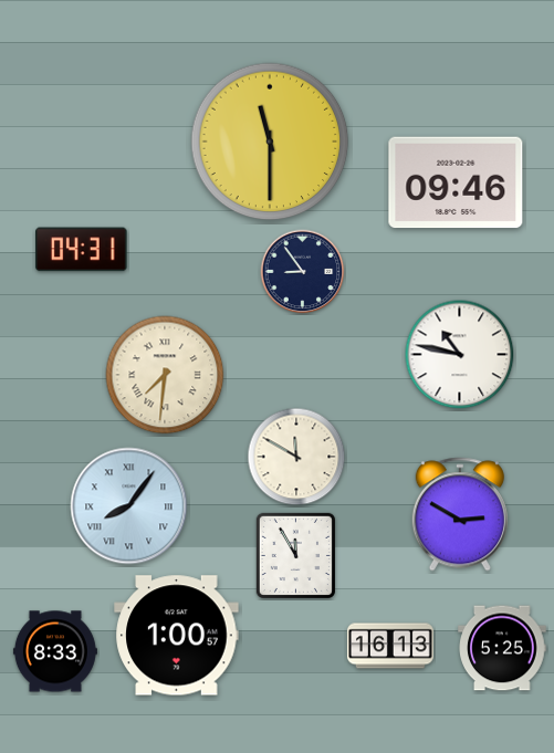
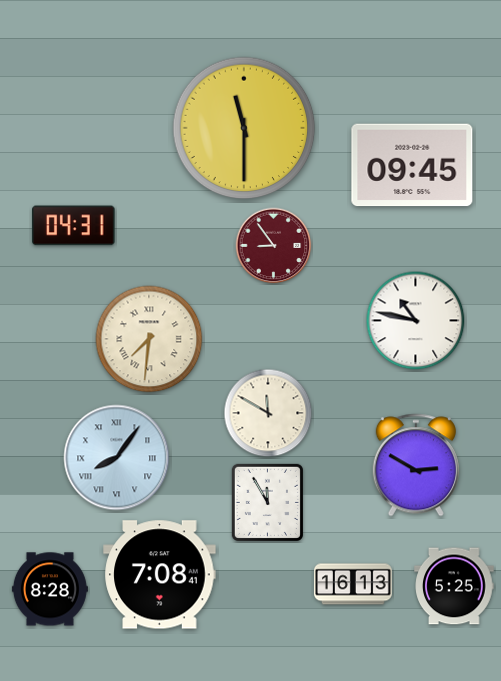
clock at (456, 182): 09:46 -> 09:45
clock at (303, 272) dial: navy -> burgundy
clock at (177, 636): 1:00 -> 7:08
clock at (55, 651): 8:33 -> 8:28
